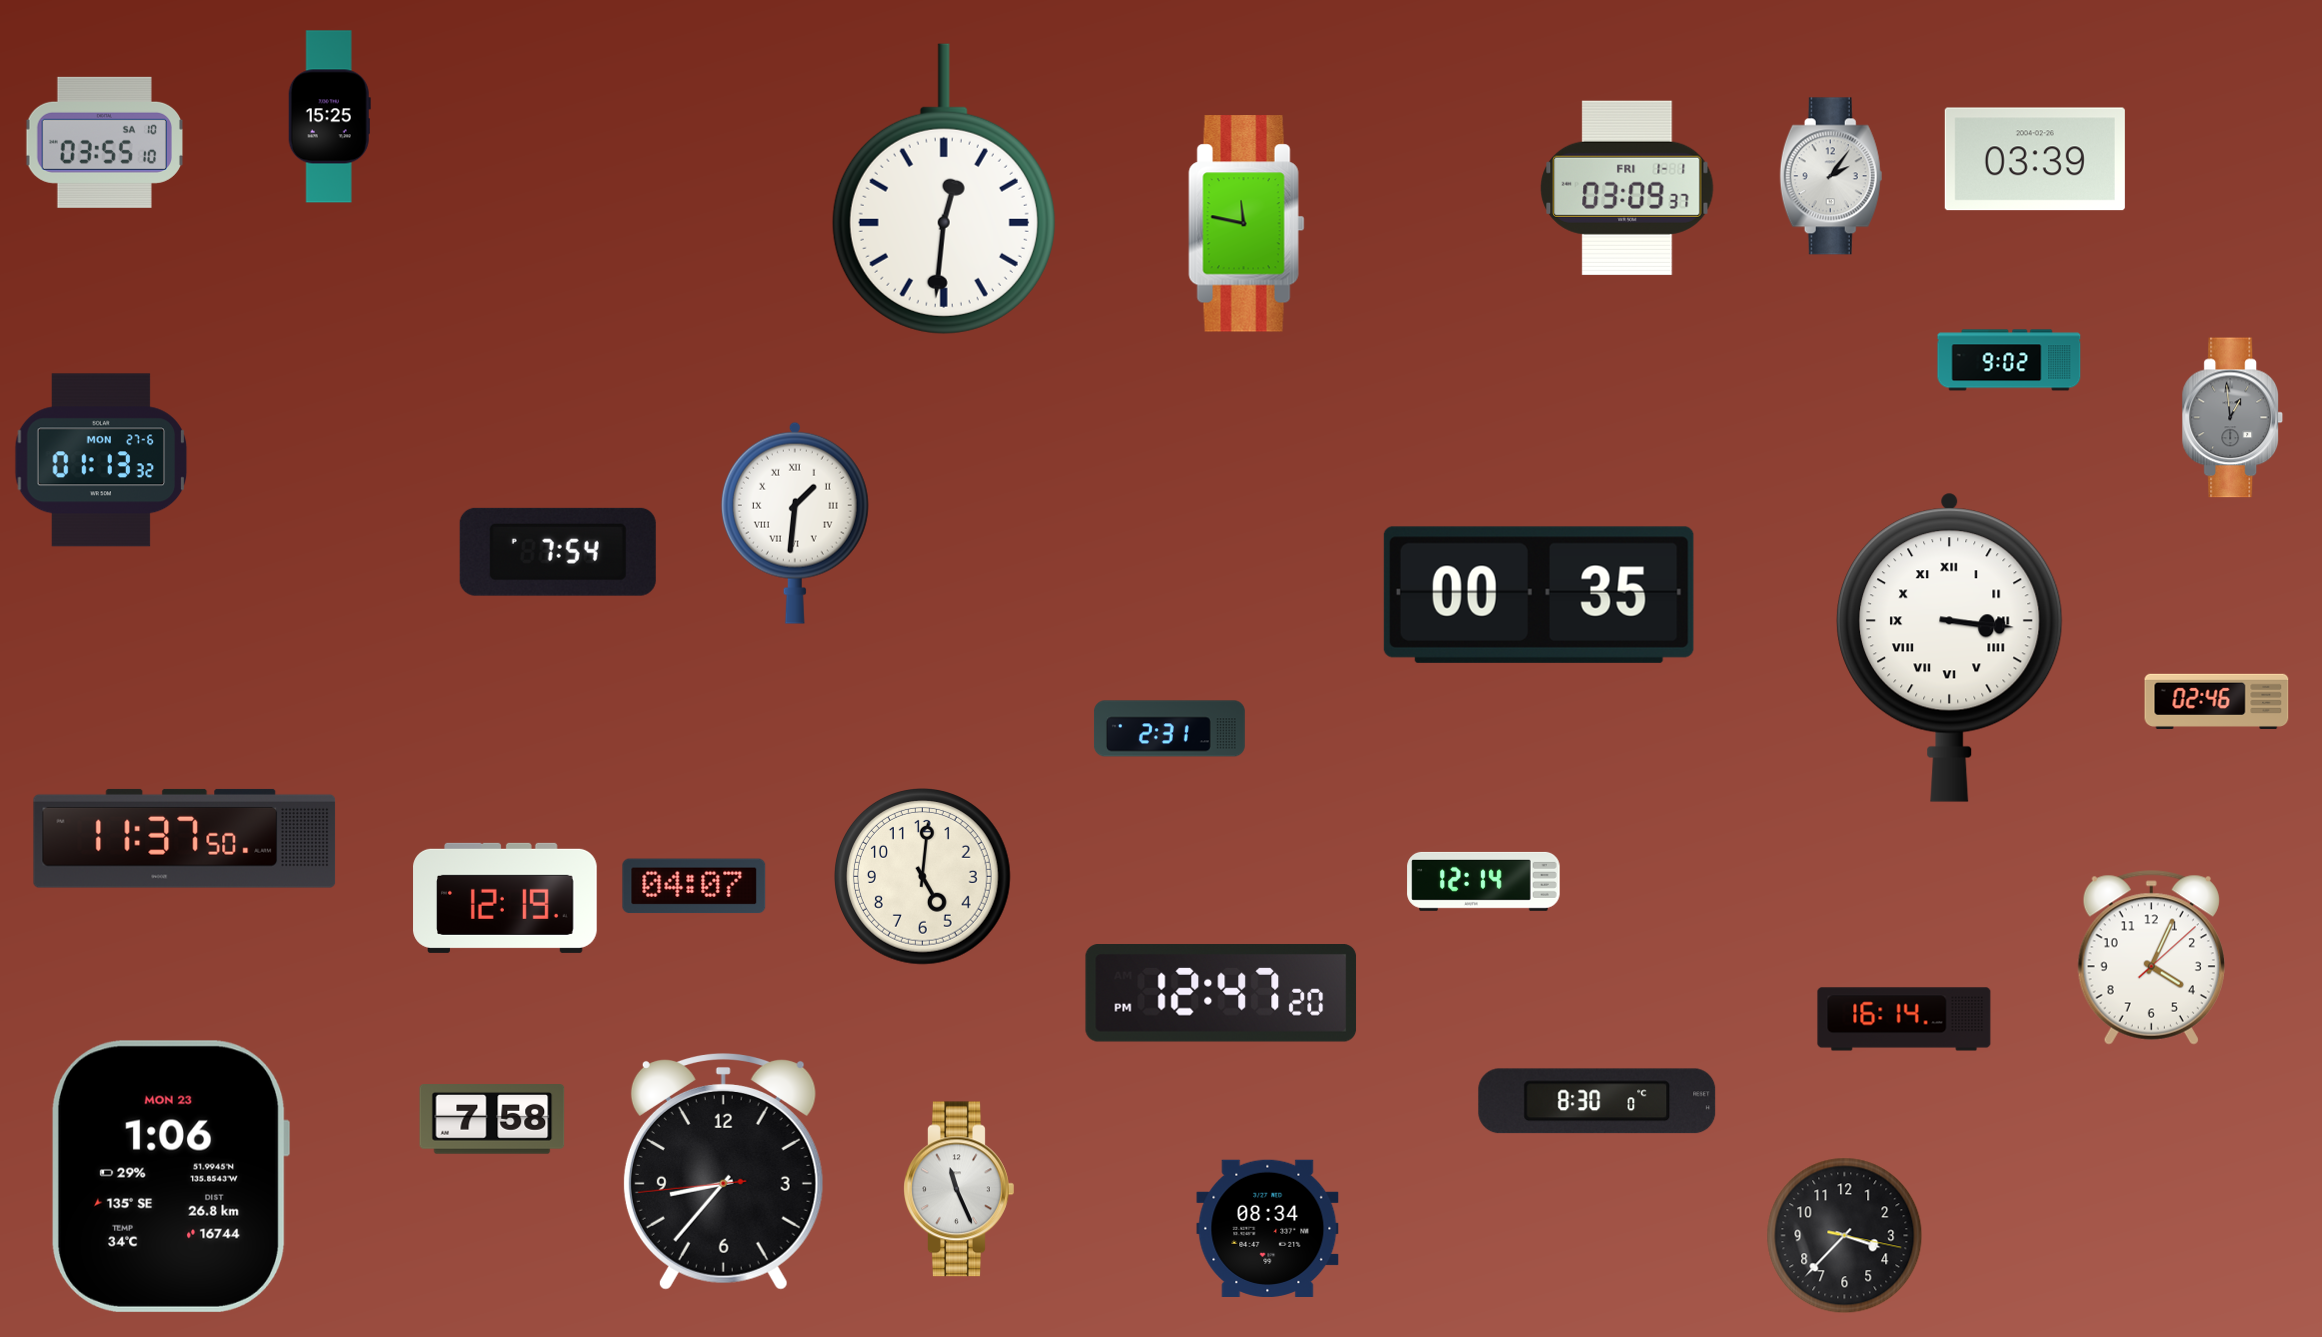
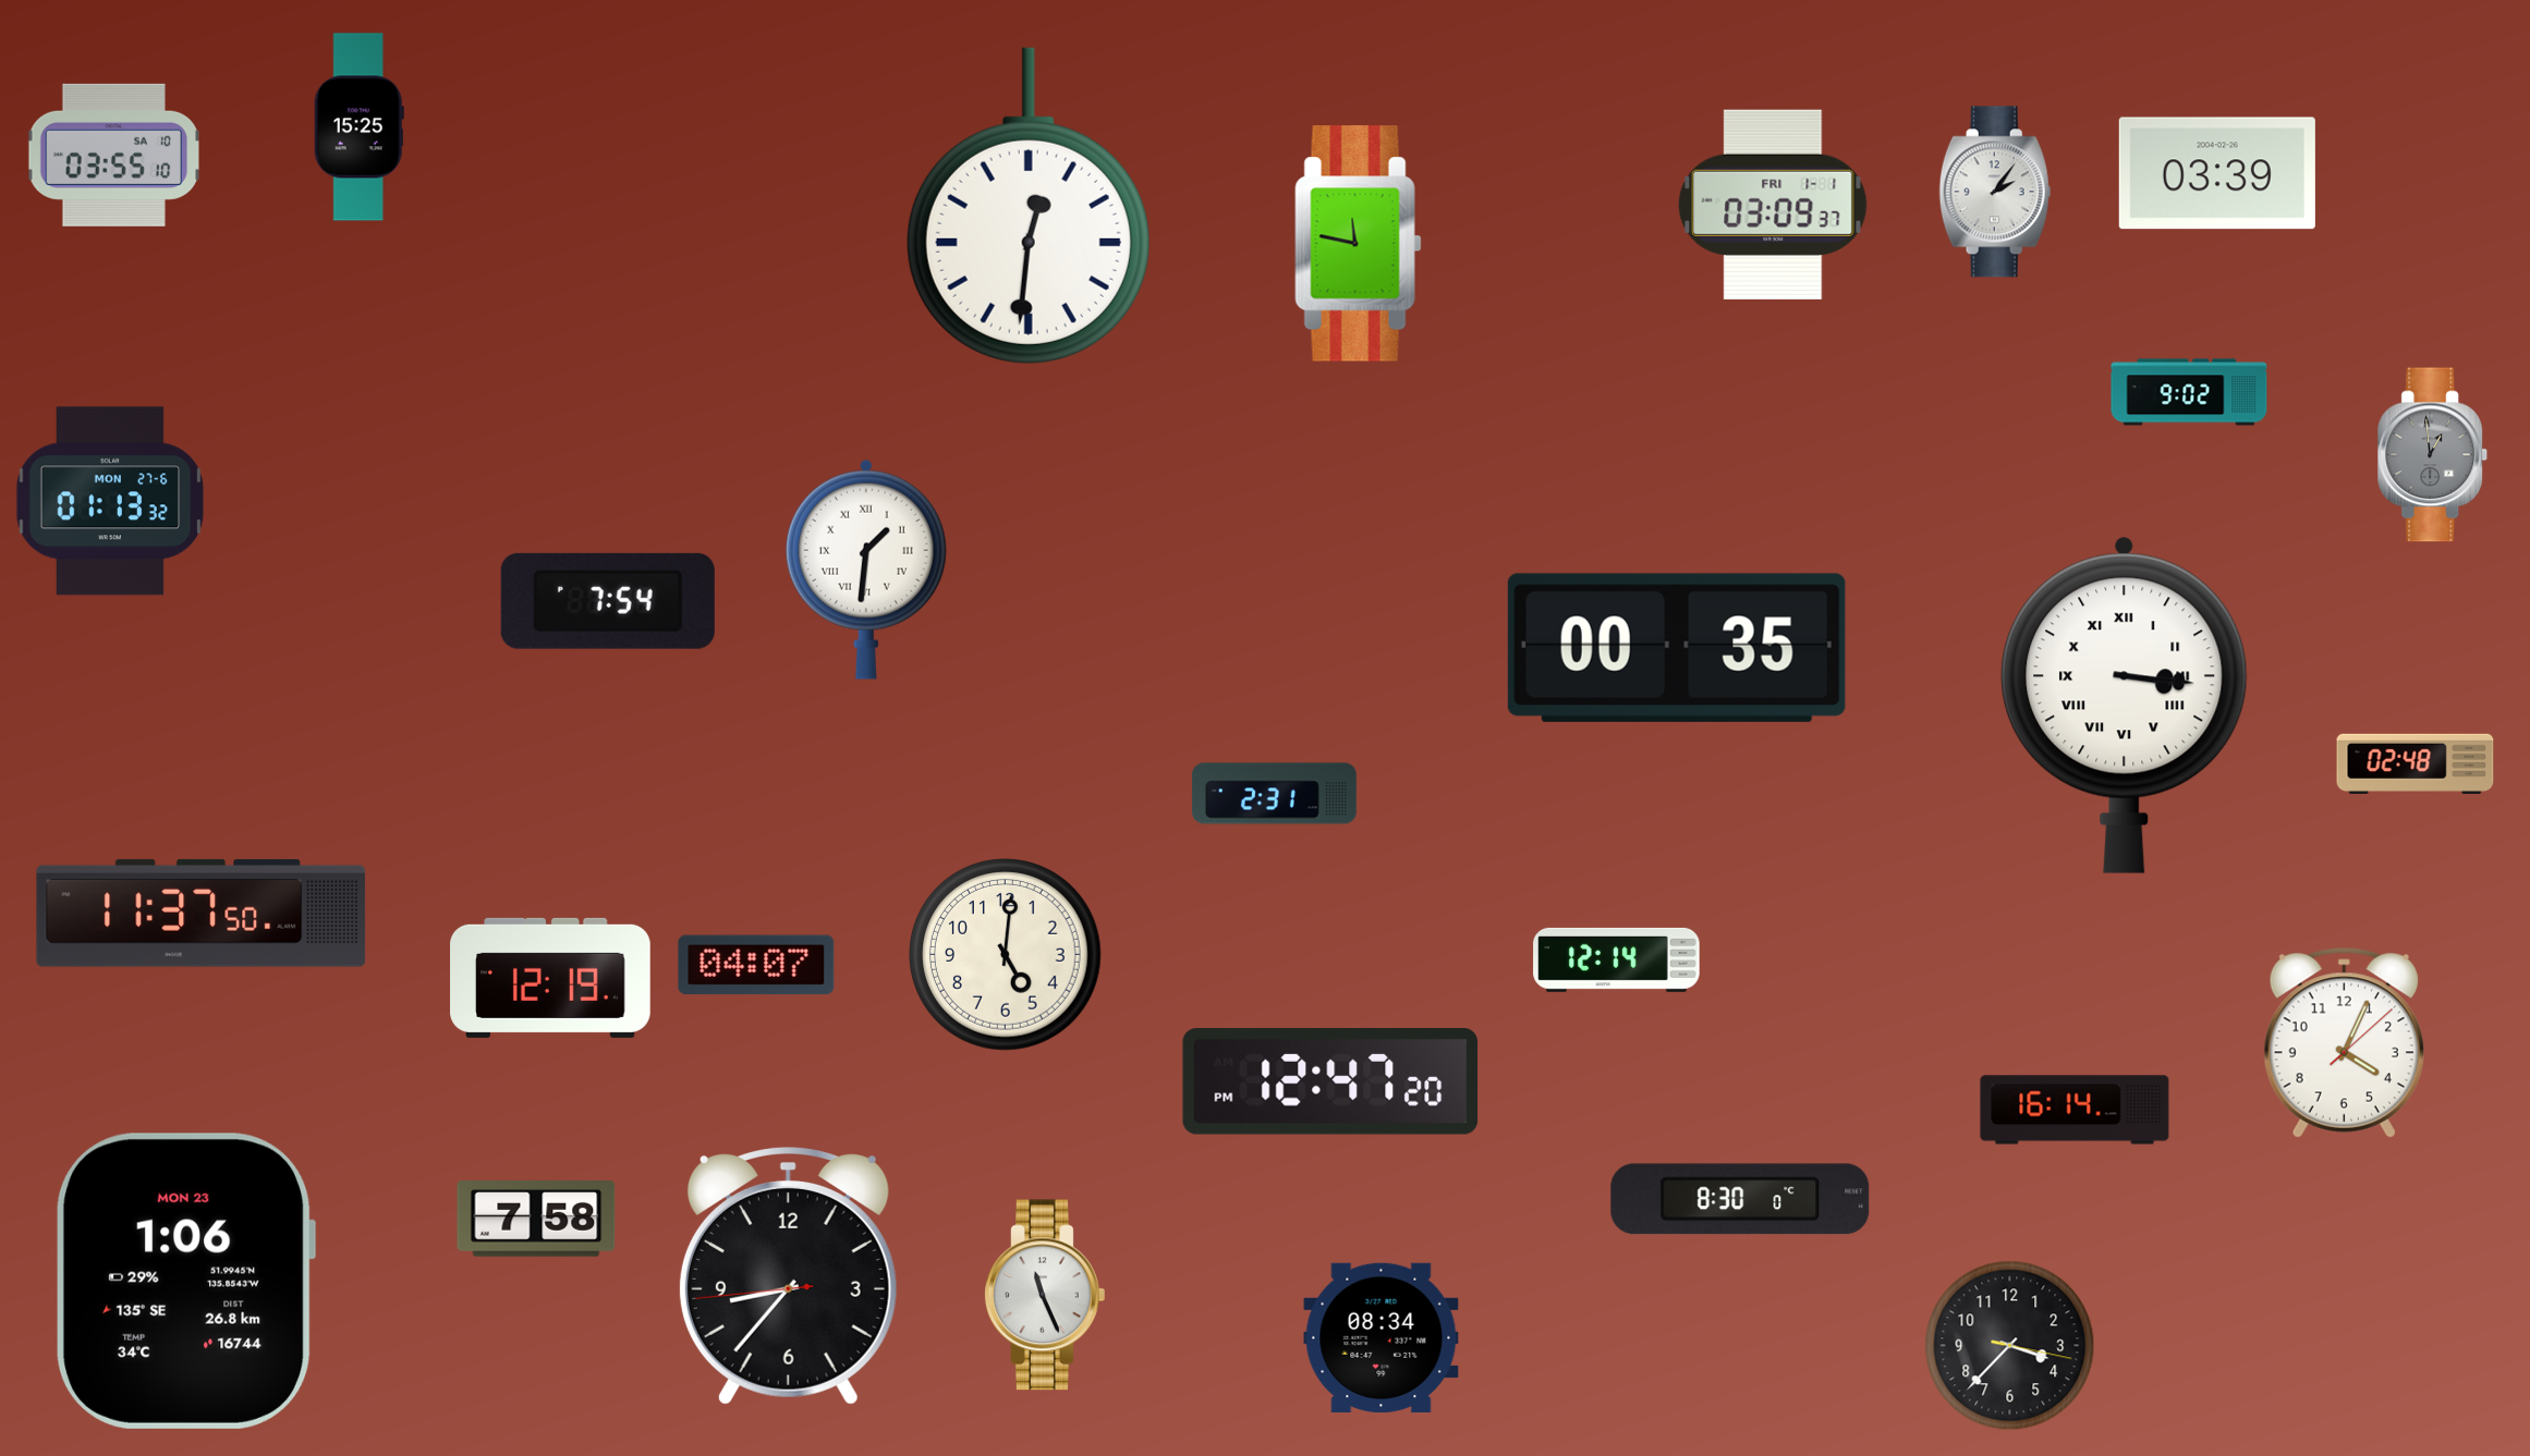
clock at (2217, 701): 02:46 -> 02:48
